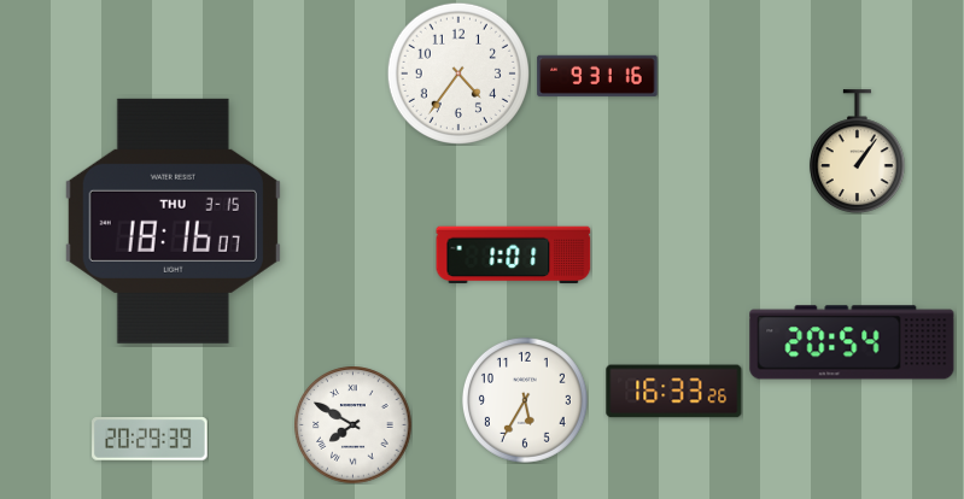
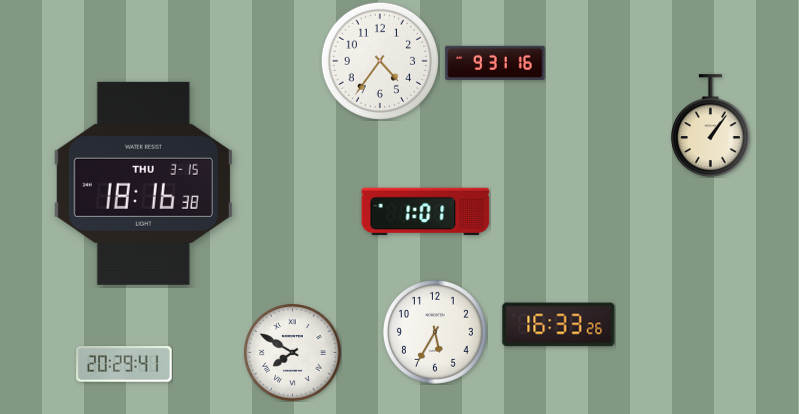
clock at (173, 221): 18:16:07 -> 18:16:38
clock at (852, 342): 20:54 -> none
clock at (150, 439): 20:29:39 -> 20:29:41
